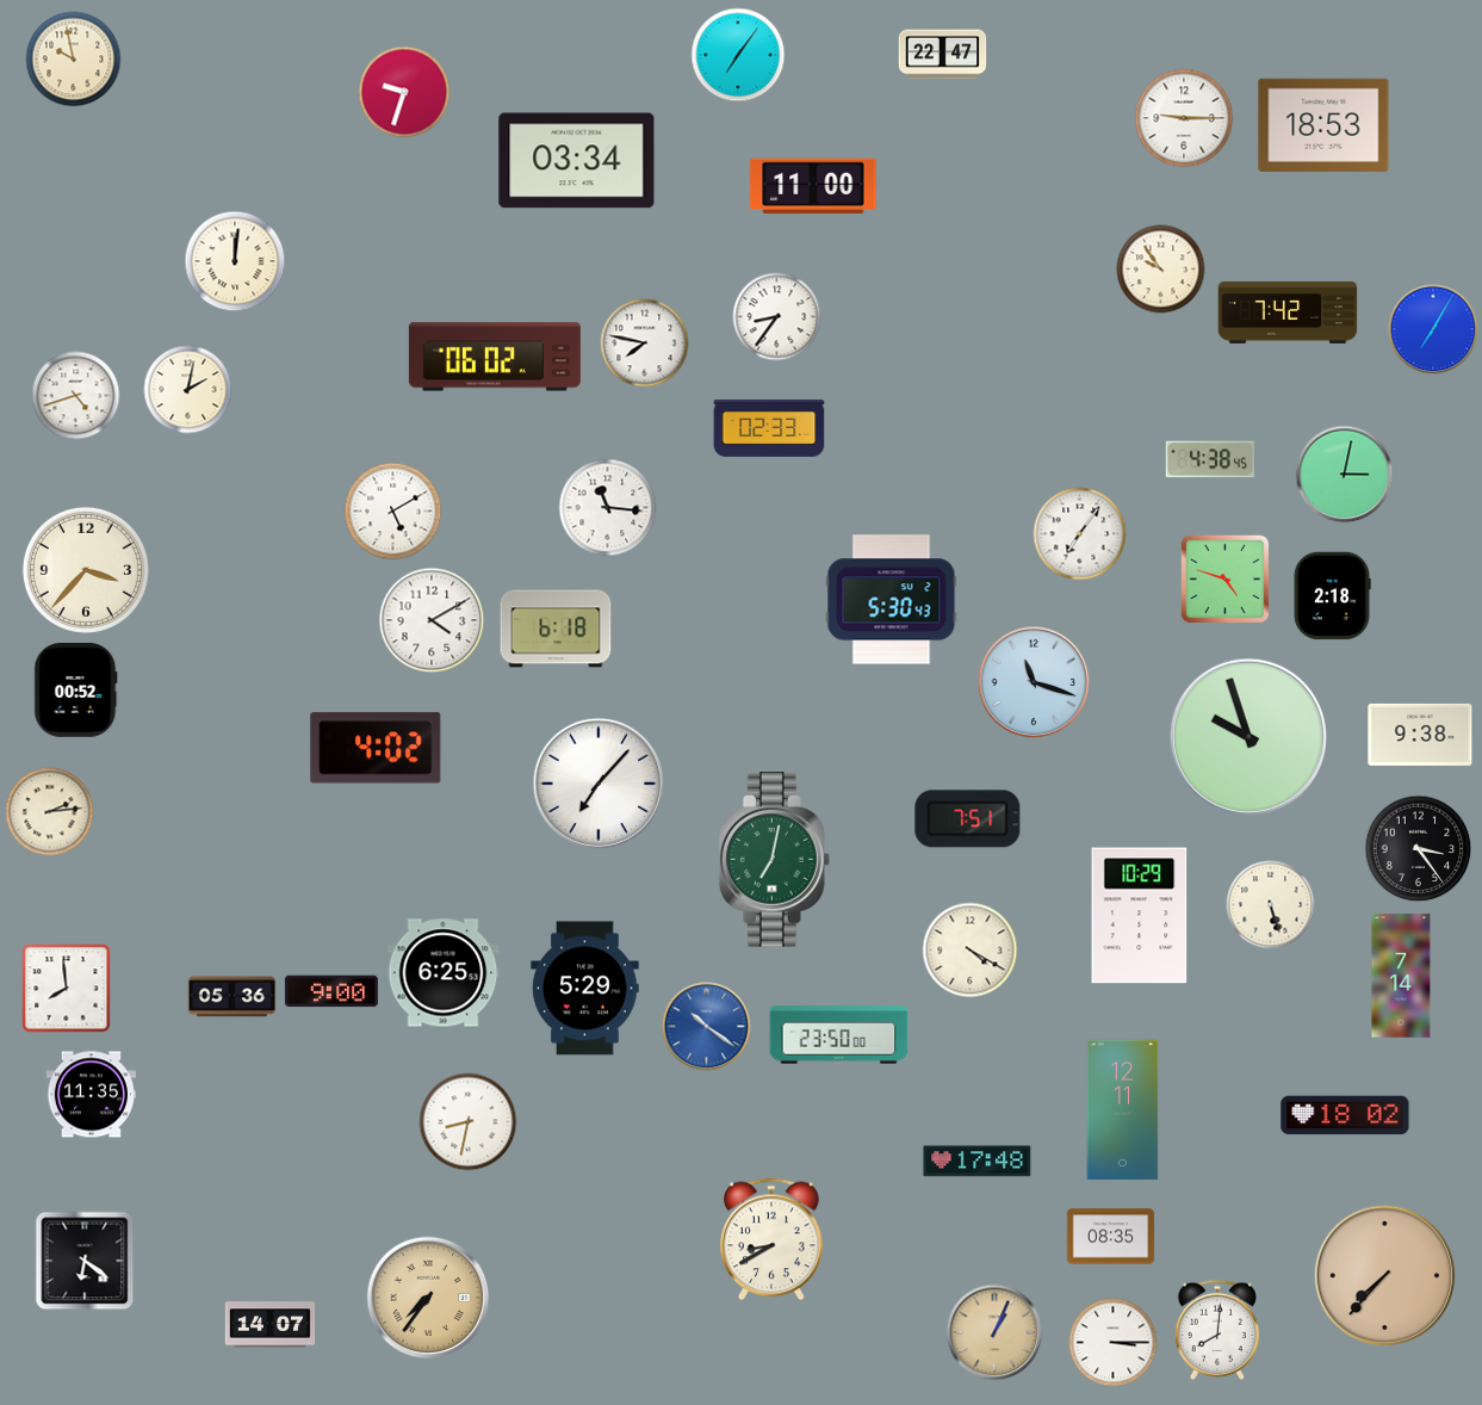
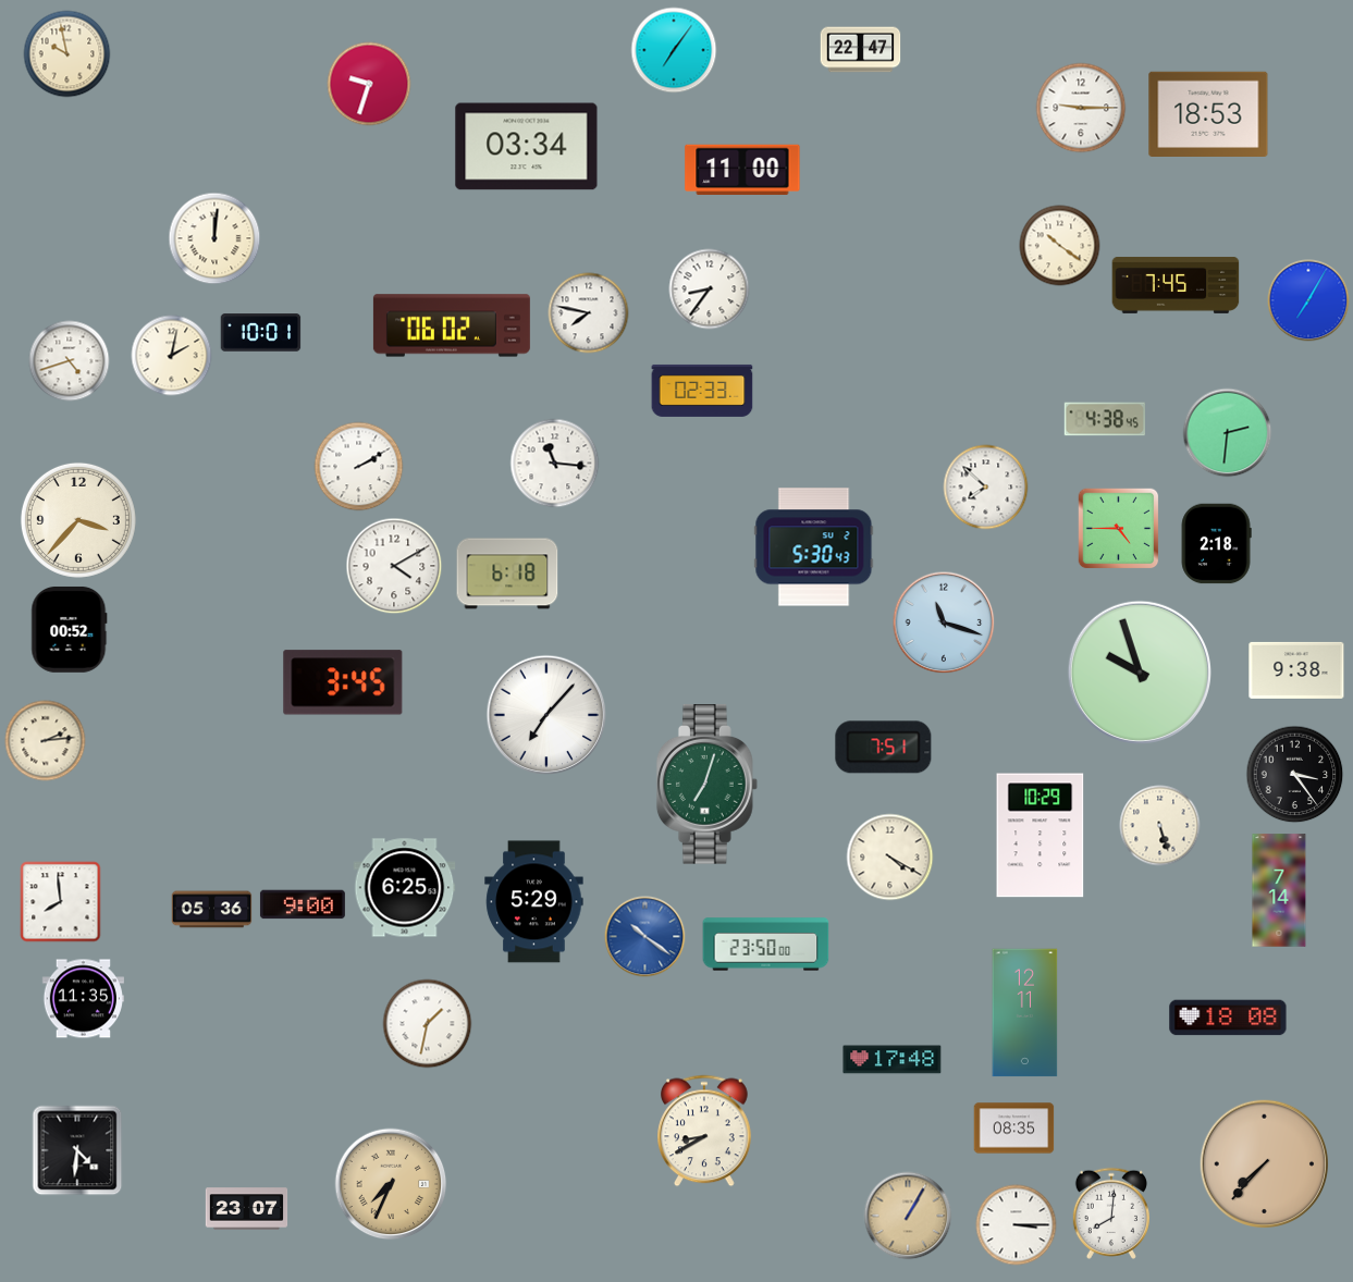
clock at (1161, 270): 9:54 -> 10:21
clock at (1288, 312): 7:42 -> 7:45
clock at (261, 333): none -> 10:01
clock at (1345, 475): 3:02 -> 2:31
clock at (393, 512): 5:10 -> 2:10
clock at (1080, 534): 7:06 -> 7:52
clock at (1226, 580): 4:48 -> 4:45
clock at (376, 748): 4:02 -> 3:45
clock at (774, 860): 7:02 -> 7:03
clock at (971, 951) position: (971, 951) -> (890, 858)
clock at (1345, 1115): 18:02 -> 18:08
clock at (469, 1122): 8:32 -> 1:32
clock at (85, 1261): 6:21 -> 4:31
clock at (428, 1298): 7:36 -> 7:34
clock at (271, 1325): 14:07 -> 23:07
clock at (994, 1332): 1:04 -> 1:05
